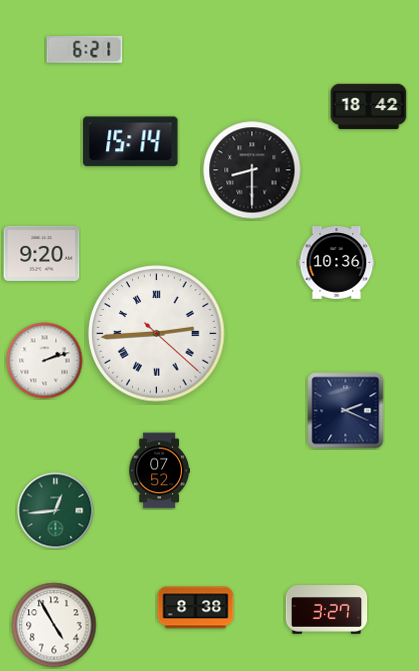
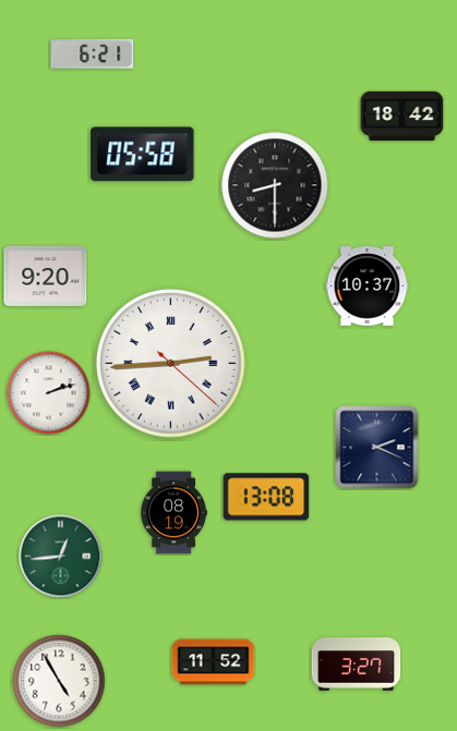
clock at (131, 142): 15:14 -> 05:58
clock at (337, 263): 10:36 -> 10:37
clock at (266, 497): none -> 13:08
clock at (159, 471): 07:52 -> 08:19
clock at (196, 608): 8:38 -> 11:52
